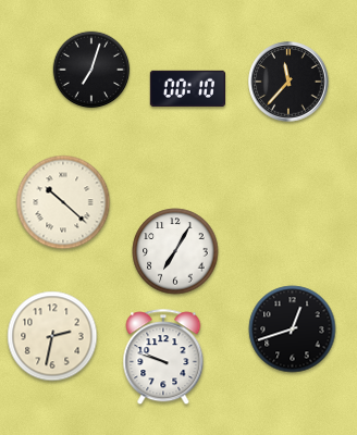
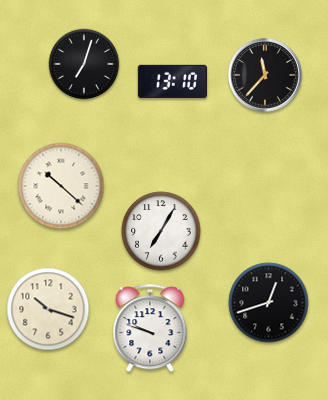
clock at (187, 88): 00:10 -> 13:10
clock at (63, 202) position: (63, 202) -> (61, 186)
clock at (52, 336): 2:32 -> 10:18
